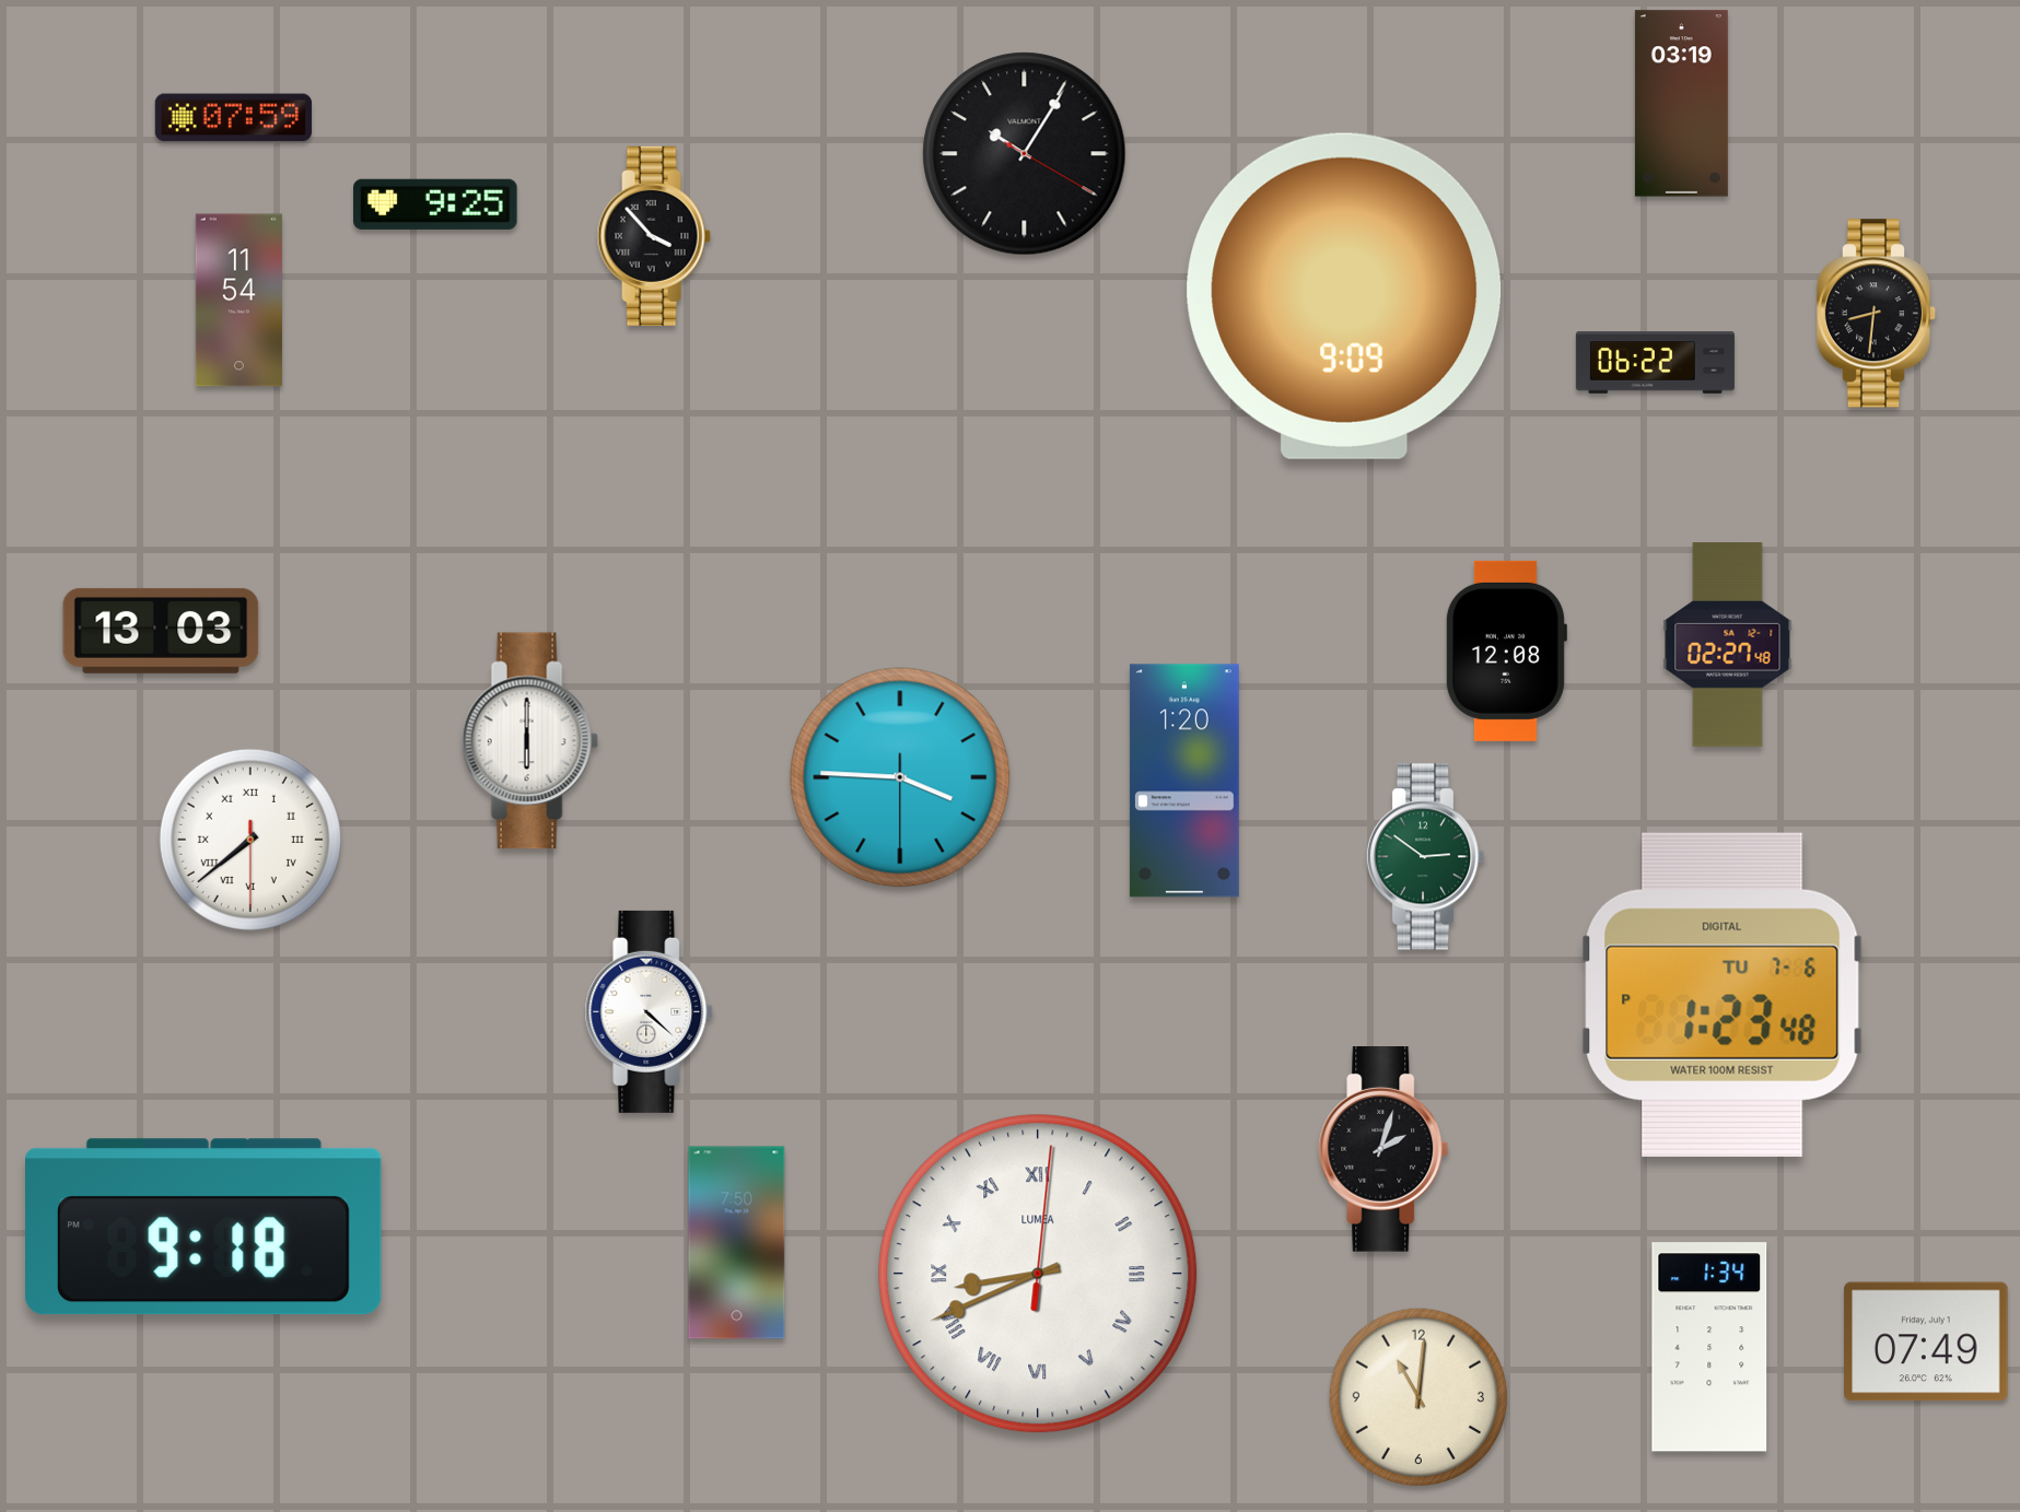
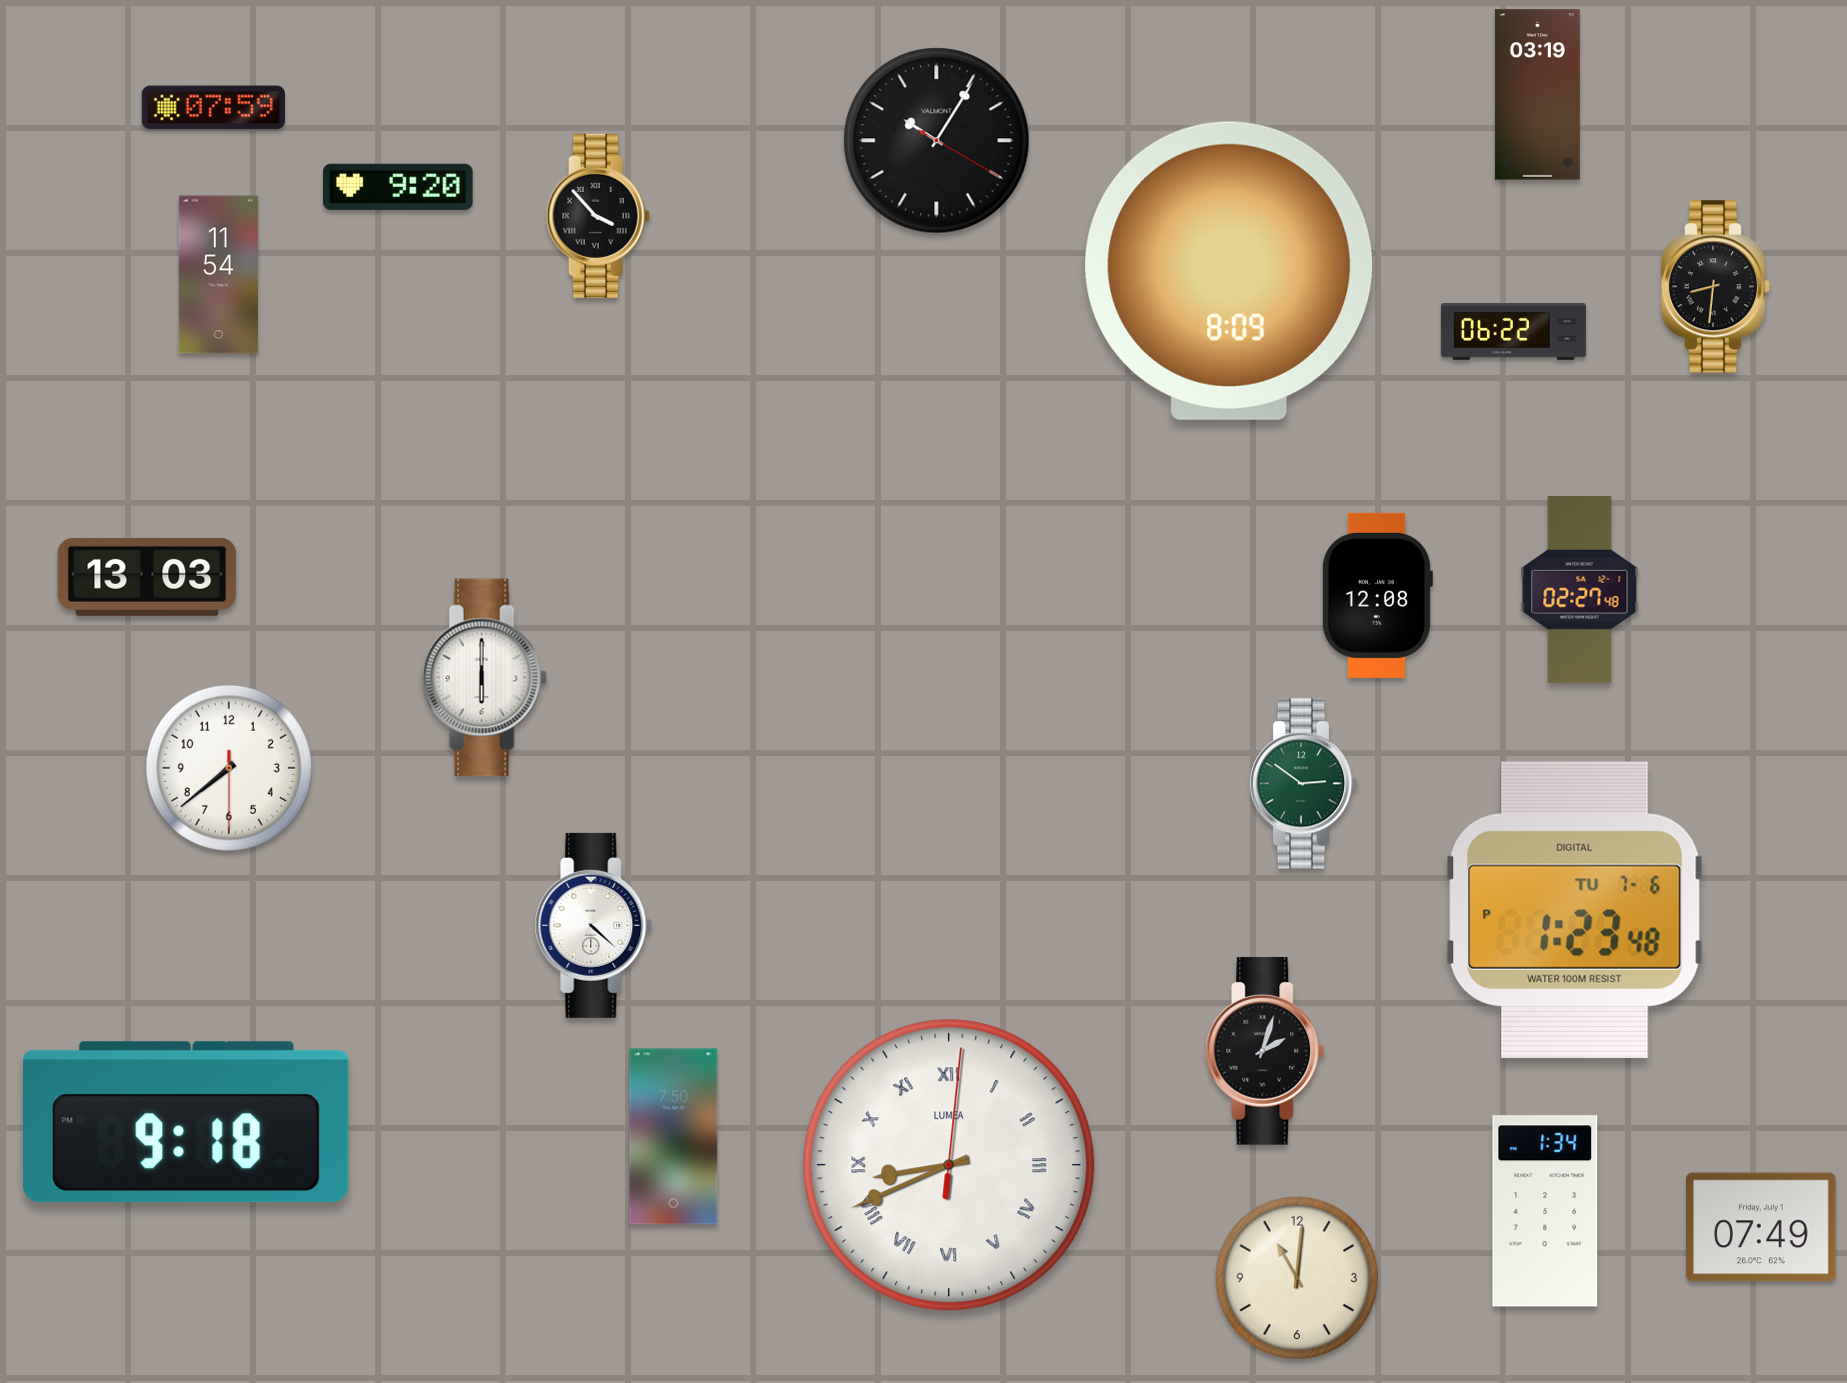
clock at (435, 204): 9:25 -> 9:20
clock at (1344, 296): 9:09 -> 8:09
clock at (900, 777): 3:45 -> none
clock at (1184, 781): 1:20 -> none
clock at (250, 840) numerals: Roman -> Arabic
clock at (1709, 1347) position: (1709, 1347) -> (1545, 1211)
